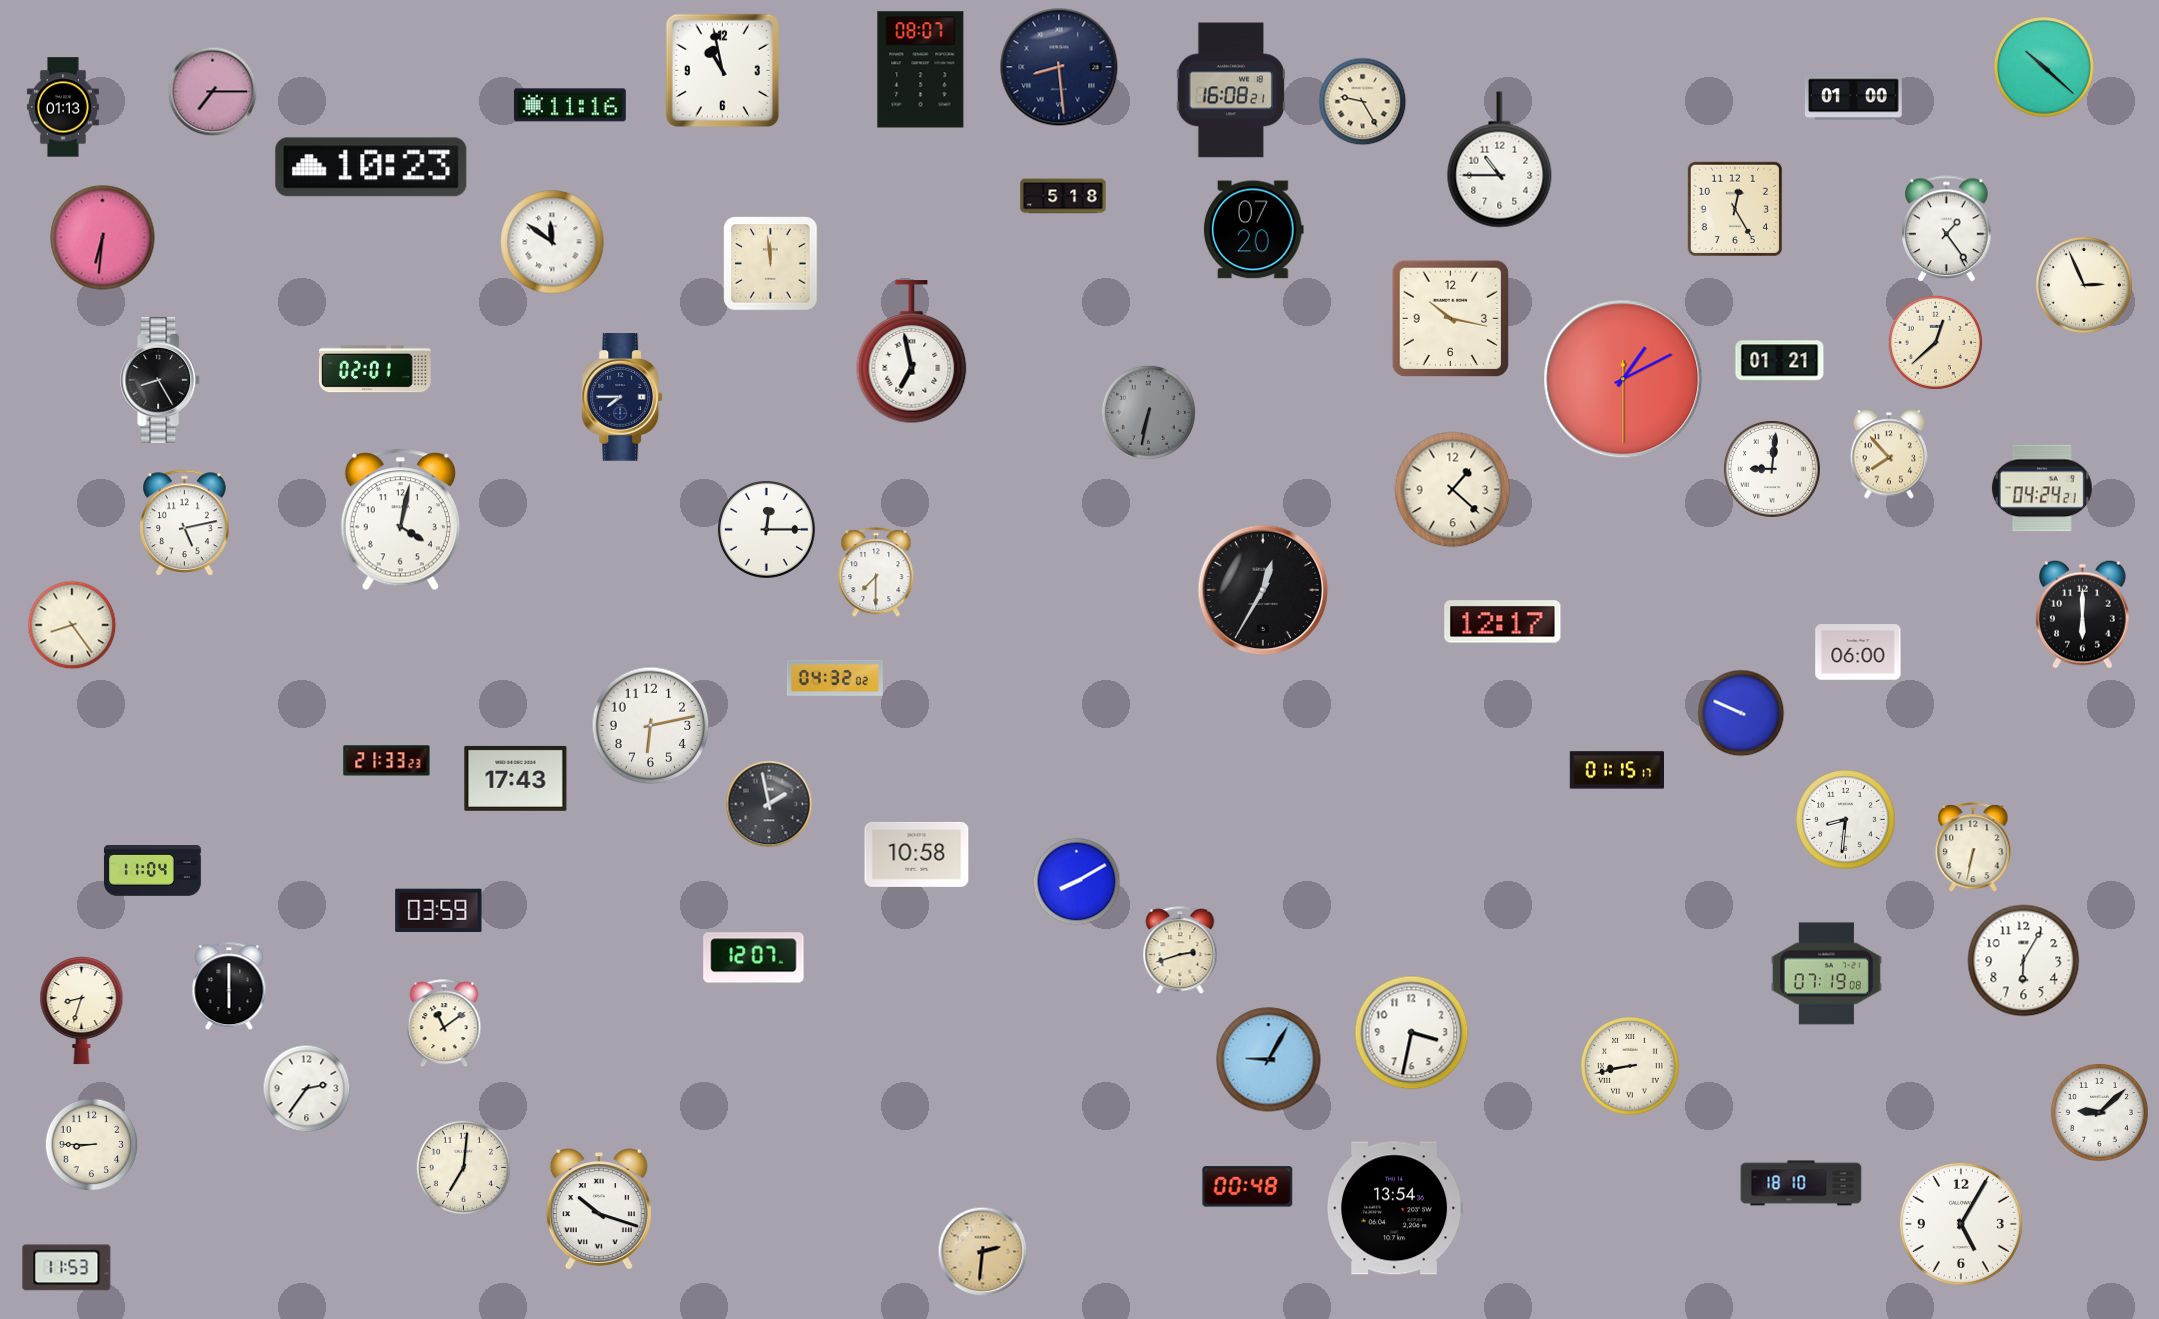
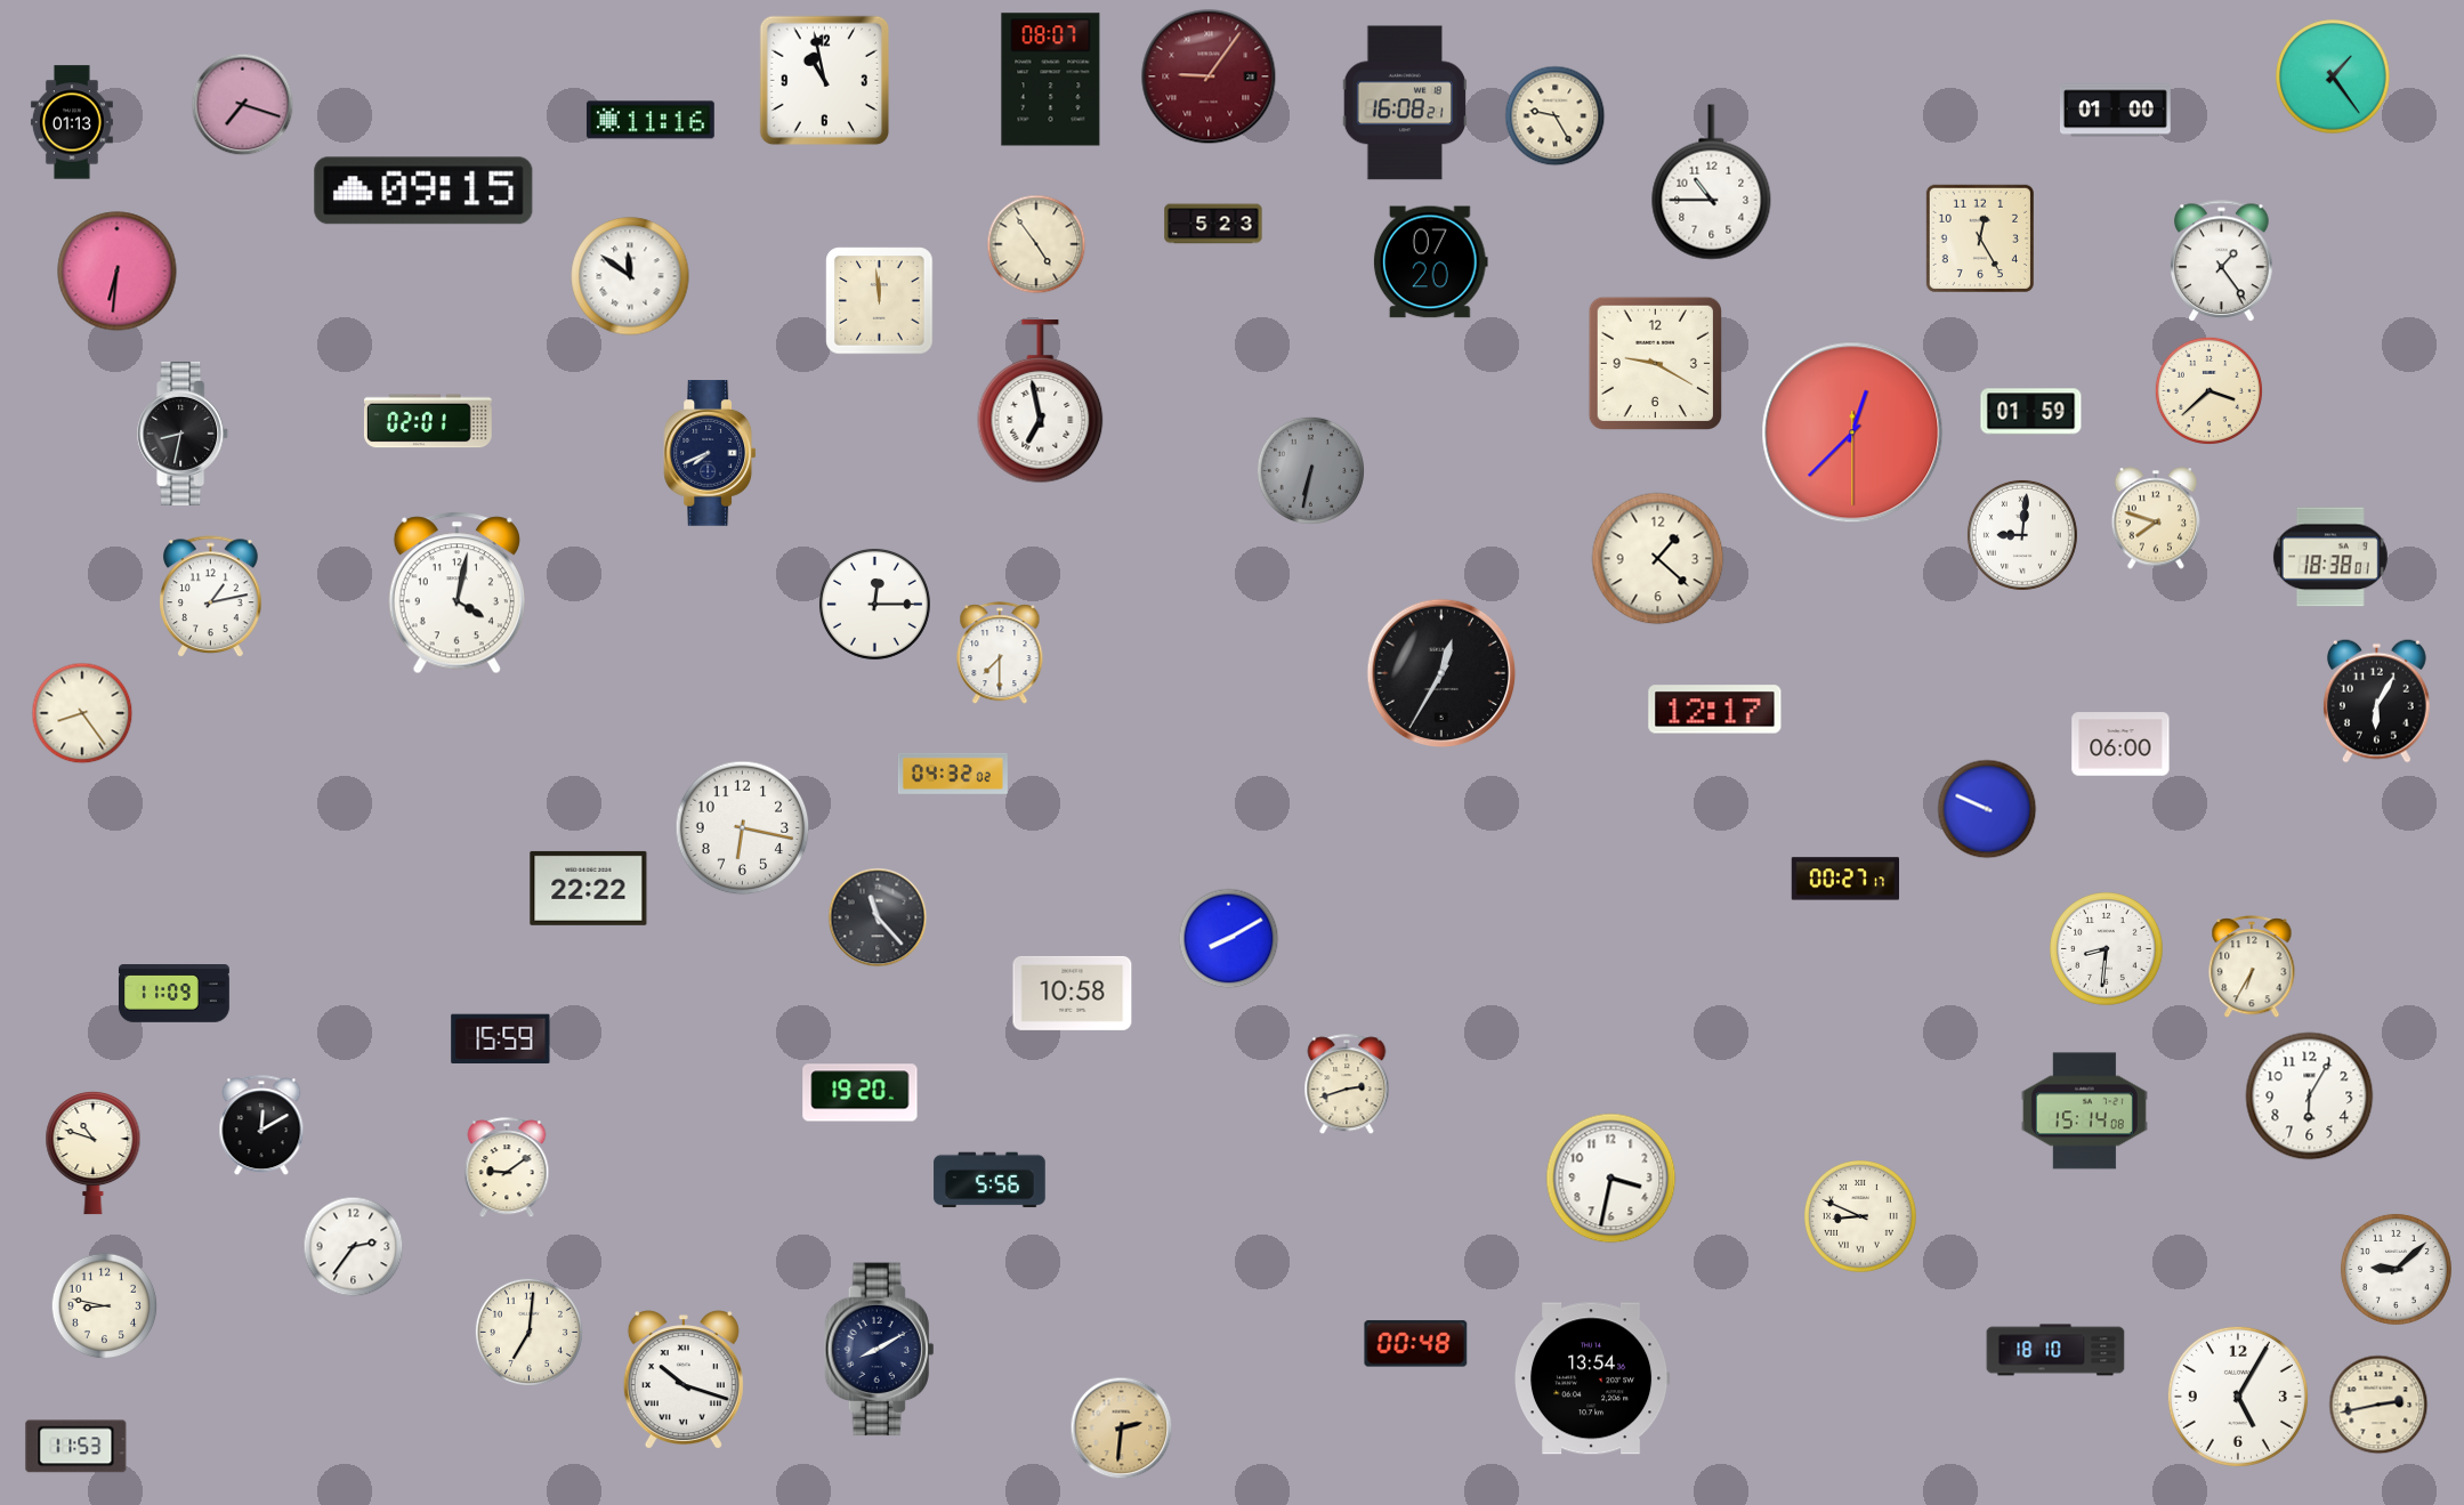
clock at (1059, 67): 8:29 -> 9:06
clock at (1059, 67) dial: navy -> burgundy
clock at (2044, 67): 10:22 -> 1:24
clock at (213, 92): 7:15 -> 7:18
clock at (371, 167): 10:23 -> 09:15
clock at (1063, 196): 5:18 -> 5:23
clock at (1036, 244): none -> 4:54
clock at (2084, 285): 2:56 -> none
clock at (1450, 318): 10:17 -> 9:20
clock at (1935, 342): 12:38 -> 3:38
clock at (1780, 361): 01:21 -> 01:59
clock at (1623, 379): 1:10 -> 12:37
clock at (161, 380): 8:25 -> 8:32
clock at (622, 397): 7:45 -> 7:41
clock at (1889, 454): 7:53 -> 7:48
clock at (2042, 488): 04:24 -> 18:38
clock at (185, 523): 5:13 -> 1:13
clock at (2082, 614): 6:00 -> 6:05
clock at (1741, 713) position: (1741, 713) -> (1987, 809)
clock at (651, 726): 6:13 -> 6:17
clock at (387, 761): 21:33 -> none
clock at (1616, 770): 01:15 -> 00:27
clock at (516, 778): 17:43 -> 22:22
clock at (769, 804): 1:58 -> 11:23
clock at (1846, 820) position: (1846, 820) -> (2107, 949)
clock at (1973, 848): 6:32 -> 6:35
clock at (917, 854) position: (917, 854) -> (1073, 993)
clock at (152, 871): 11:04 -> 11:09
clock at (1077, 882) position: (1077, 882) -> (1229, 939)
clock at (439, 910): 03:59 -> 15:59
clock at (754, 958): 12:07 -> 19:20
clock at (1826, 974): 07:19 -> 15:14
clock at (229, 987): 6:00 -> 12:10
clock at (82, 1011): 8:33 -> 10:48
clock at (444, 1024): 11:09 -> 9:09
clock at (989, 1180): none -> 5:56
clock at (1269, 1060): 9:05 -> none
clock at (1631, 1067): 8:43 -> 8:49
clock at (307, 1089) position: (307, 1089) -> (354, 1247)
clock at (92, 1145): 8:45 -> 8:47
clock at (880, 1350): none -> 8:10
clock at (1248, 1187) position: (1248, 1187) -> (1416, 1344)
clock at (2378, 1405): none -> 2:43
